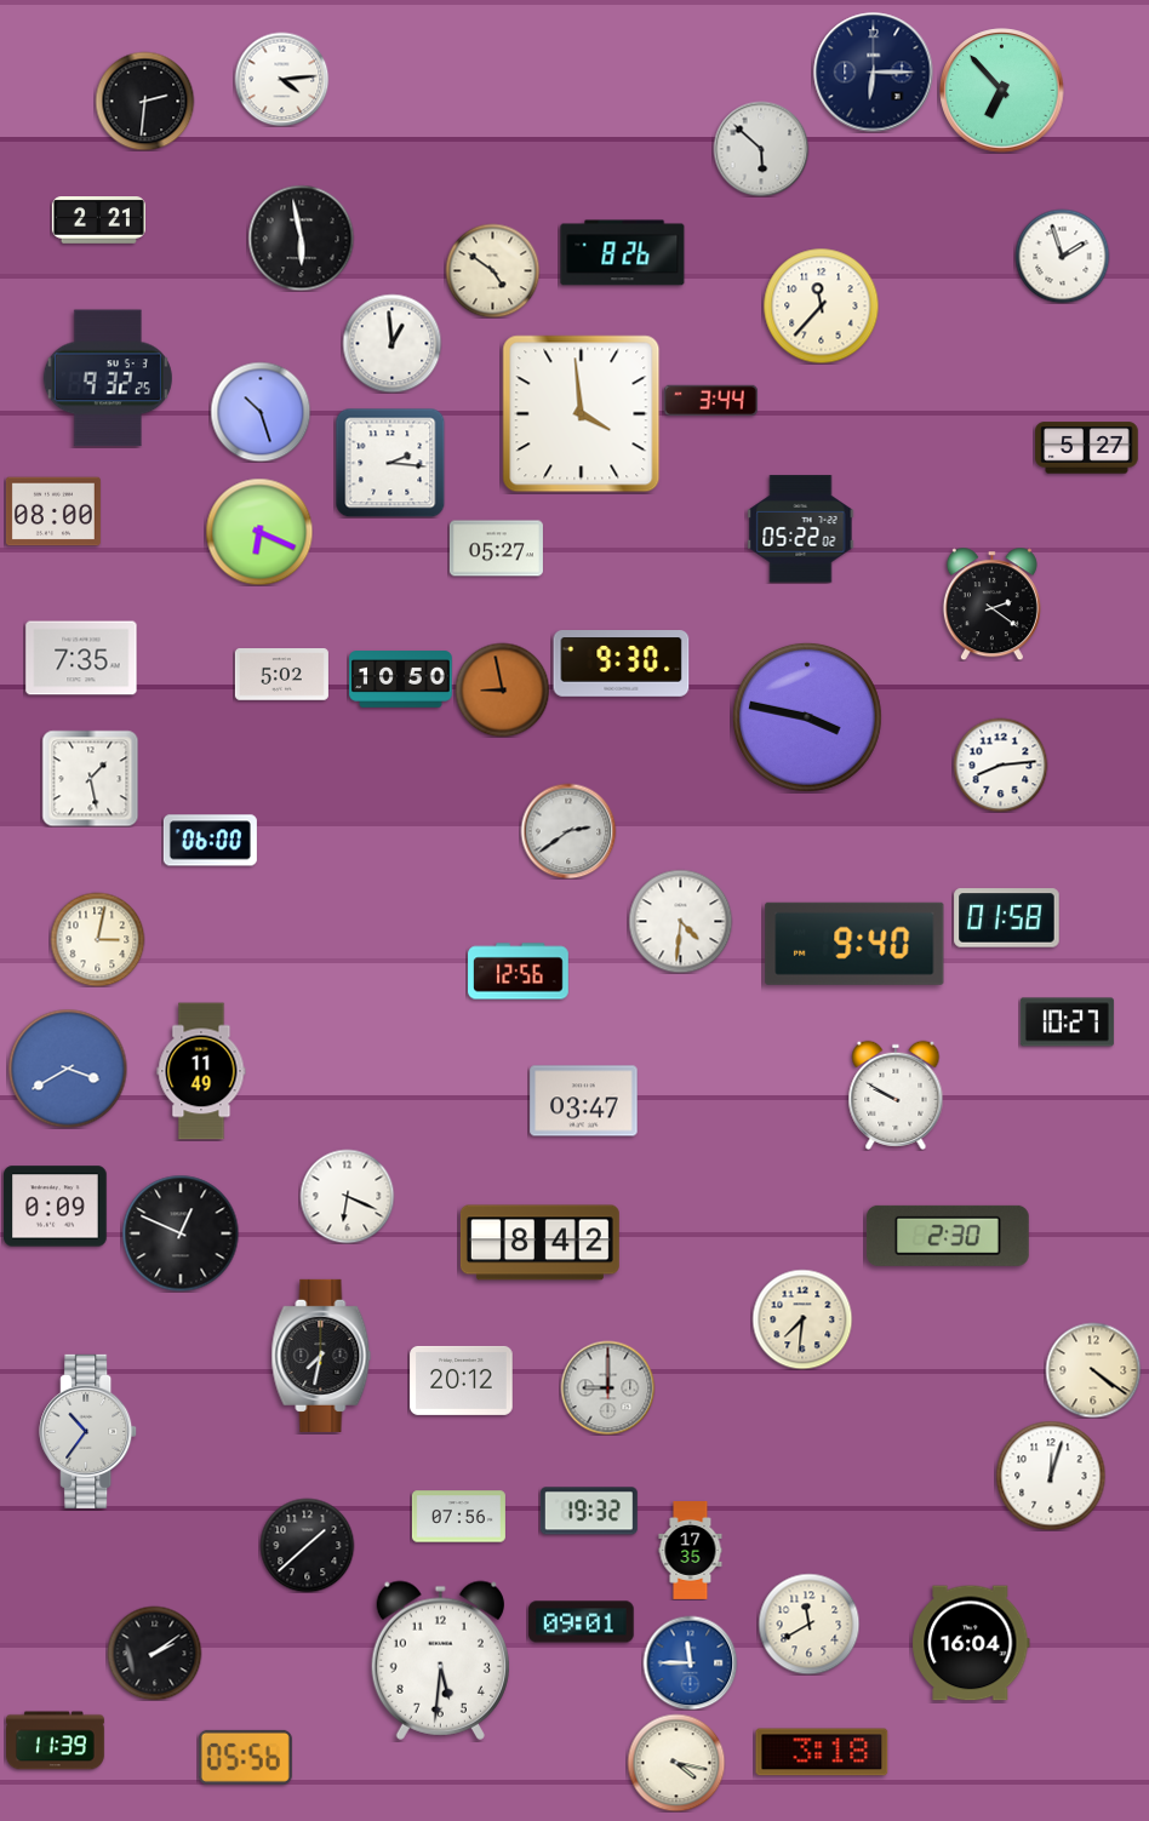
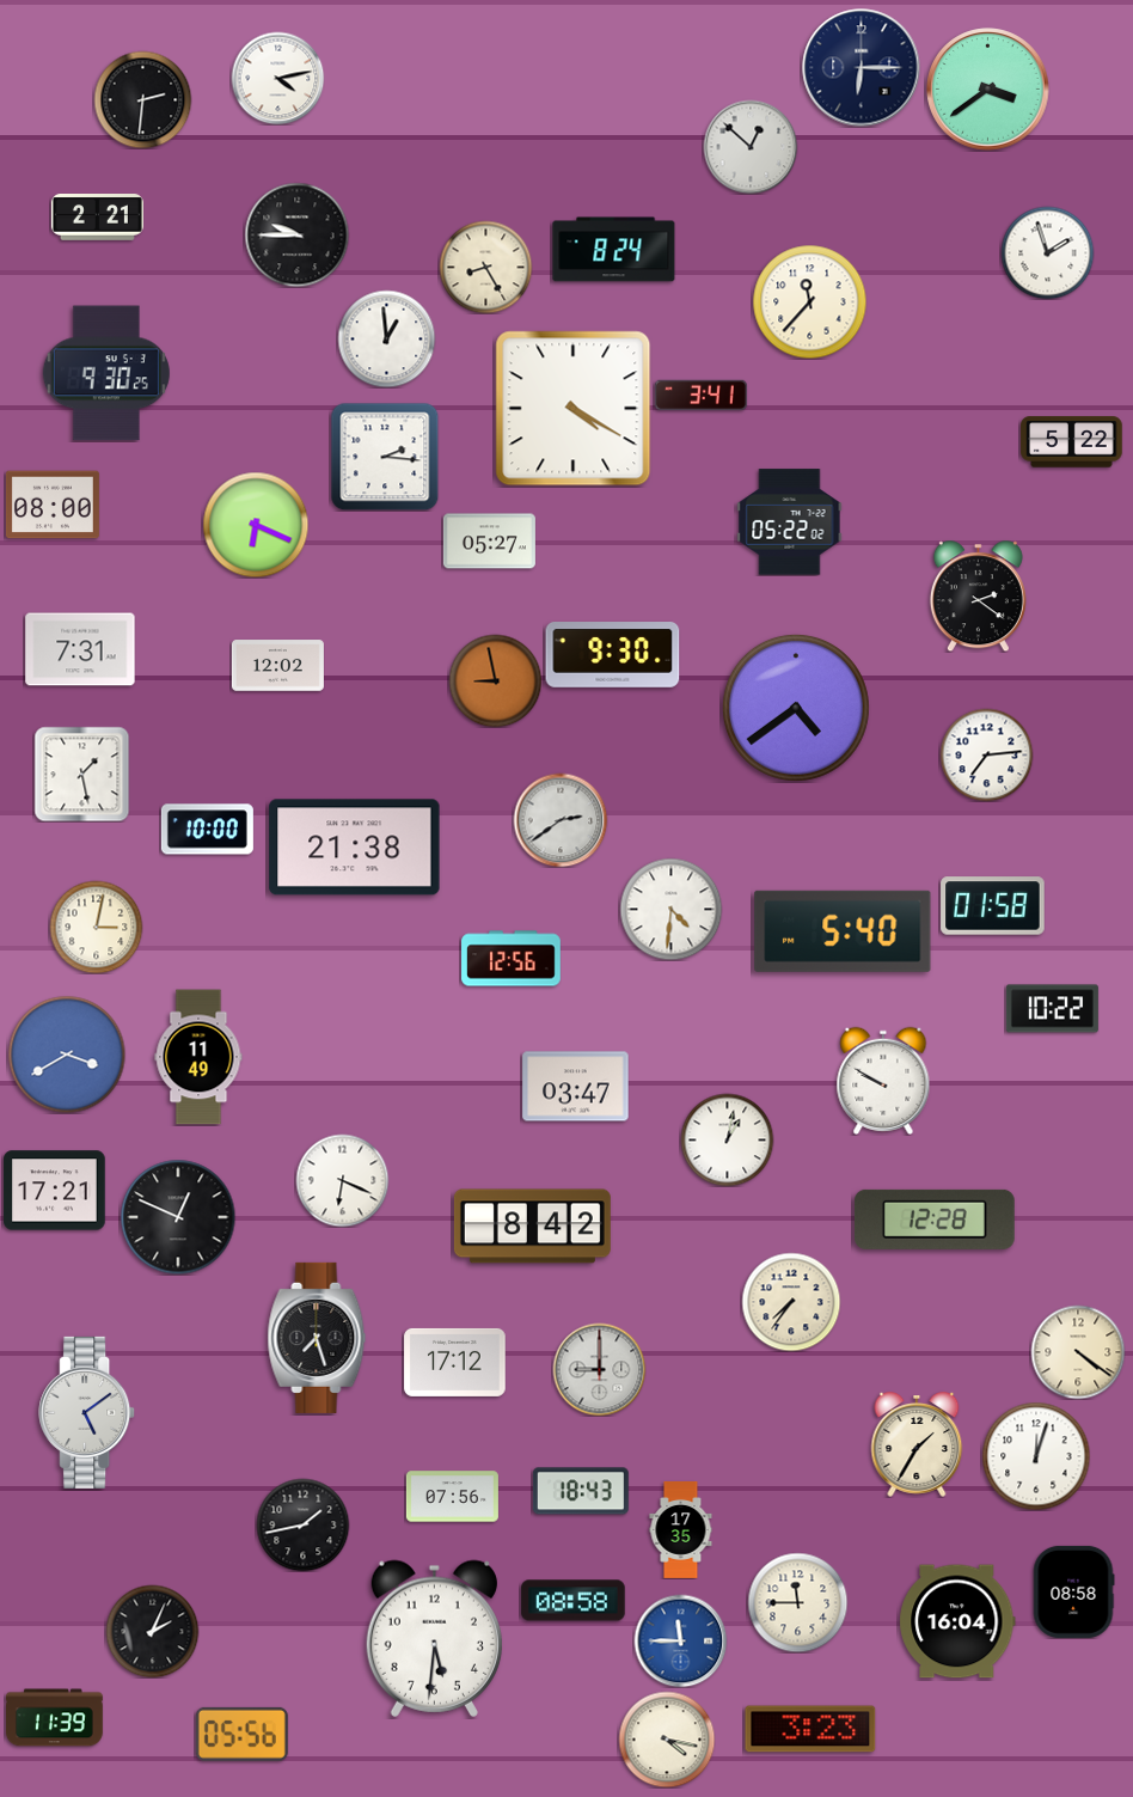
clock at (874, 73) position: (874, 73) -> (862, 68)
clock at (281, 79): 4:14 -> 4:13
clock at (1002, 91): 6:53 -> 3:39
clock at (761, 149): 5:52 -> 12:52
clock at (301, 237): 5:58 -> 9:45
clock at (623, 253): 8:26 -> 8:24
clock at (492, 270): 4:51 -> 8:25
clock at (108, 378): 9:32 -> 9:30
clock at (710, 400): 3:44 -> 3:41
clock at (261, 412): 10:27 -> none
clock at (582, 414): 3:59 -> 4:20
clock at (1087, 448): 5:27 -> 5:22
clock at (81, 658): 7:35 -> 7:31
clock at (281, 675): 5:02 -> 12:02
clock at (401, 680): 10:50 -> none
clock at (807, 717): 3:47 -> 4:39
clock at (1000, 765): 8:14 -> 7:14
clock at (90, 778) position: (90, 778) -> (81, 774)
clock at (210, 841): 06:00 -> 10:00
clock at (355, 848): none -> 21:38
clock at (854, 944): 9:40 -> 5:40
clock at (1067, 1023): 10:27 -> 10:22
clock at (727, 1139): none -> 1:02
clock at (56, 1207): 0:09 -> 17:21
clock at (948, 1236): 2:30 -> 12:28
clock at (802, 1319): 7:31 -> 7:36
clock at (321, 1356): 7:32 -> 7:27
clock at (462, 1380): 20:12 -> 17:12
clock at (88, 1431): 10:36 -> 5:09
clock at (917, 1444): none -> 1:35
clock at (589, 1511): 19:32 -> 18:43
clock at (307, 1545): 1:38 -> 1:43
clock at (1073, 1591): none -> 08:58
clock at (582, 1622): 09:01 -> 08:58
clock at (808, 1624): 11:40 -> 11:45
clock at (154, 1653): 2:09 -> 2:04
clock at (822, 1752): 3:18 -> 3:23
